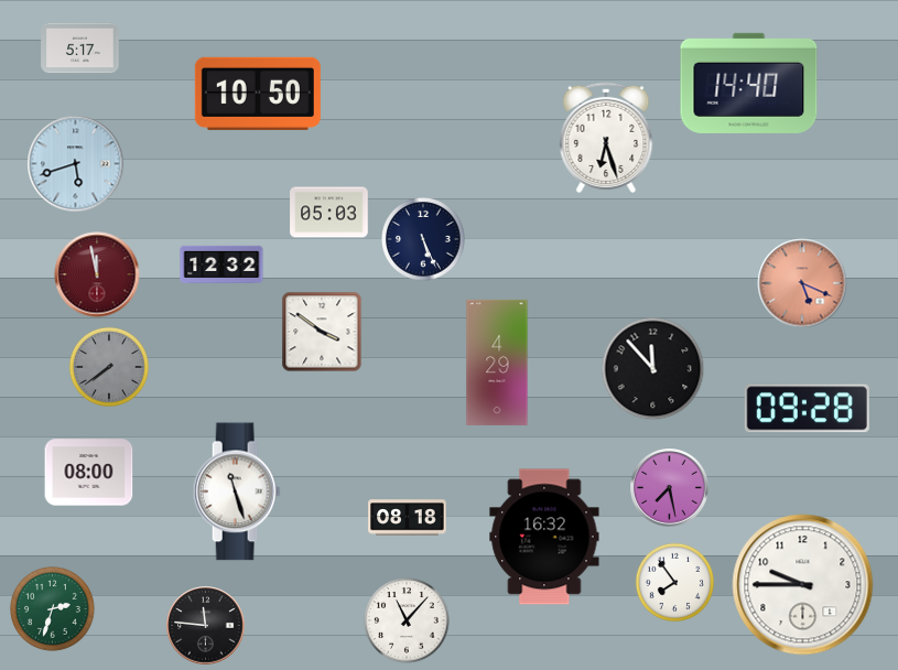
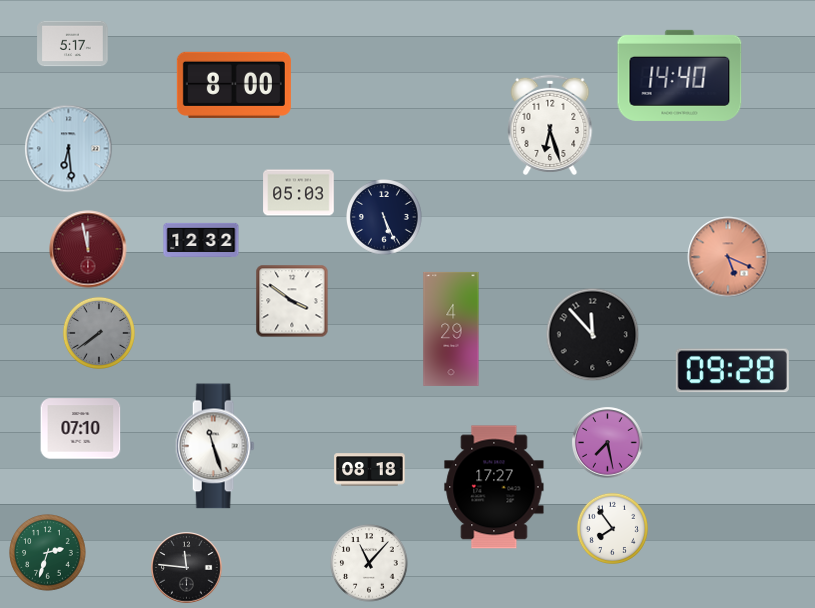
clock at (258, 94): 10:50 -> 8:00
clock at (76, 164): 5:42 -> 6:29
clock at (89, 473): 08:00 -> 07:10
clock at (544, 537): 16:32 -> 17:27
clock at (803, 585): 9:45 -> none
